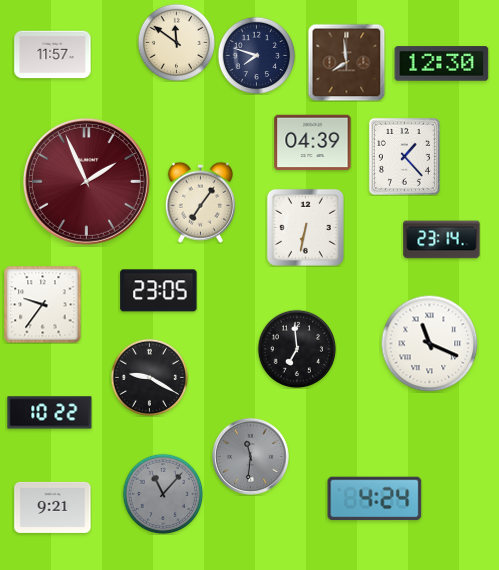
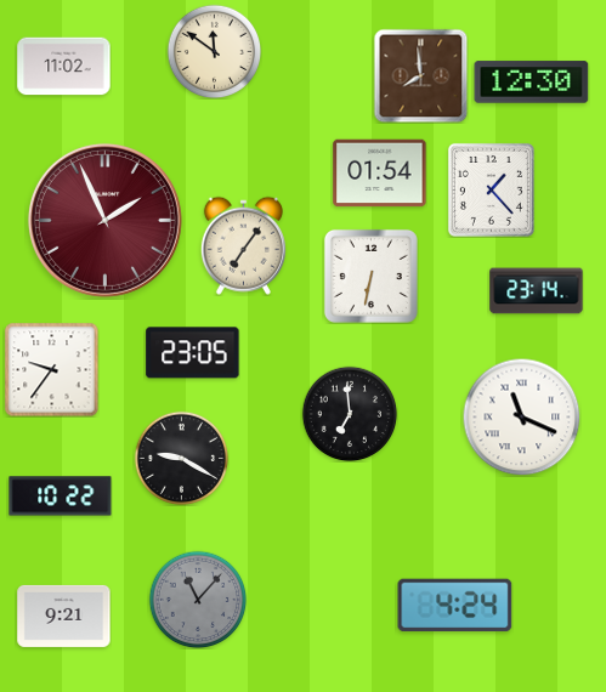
clock at (53, 55): 11:57 -> 11:02
clock at (256, 55): 7:48 -> none
clock at (442, 64) position: (442, 64) -> (532, 83)
clock at (313, 143): 04:39 -> 01:54
clock at (297, 349) position: (297, 349) -> (350, 414)
clock at (50, 413) position: (50, 413) -> (61, 497)
clock at (250, 456): 11:31 -> none
